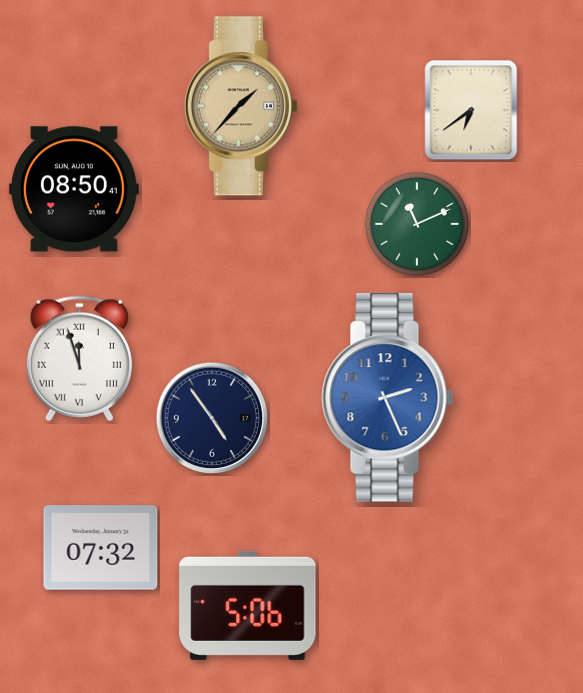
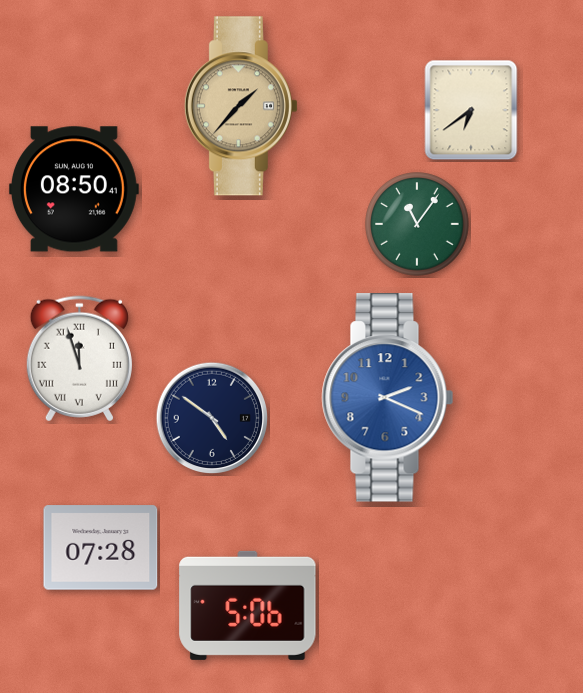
clock at (417, 224): 11:11 -> 11:06
clock at (388, 398): 2:26 -> 2:19
clock at (211, 417): 4:54 -> 4:51
clock at (101, 548): 07:32 -> 07:28
